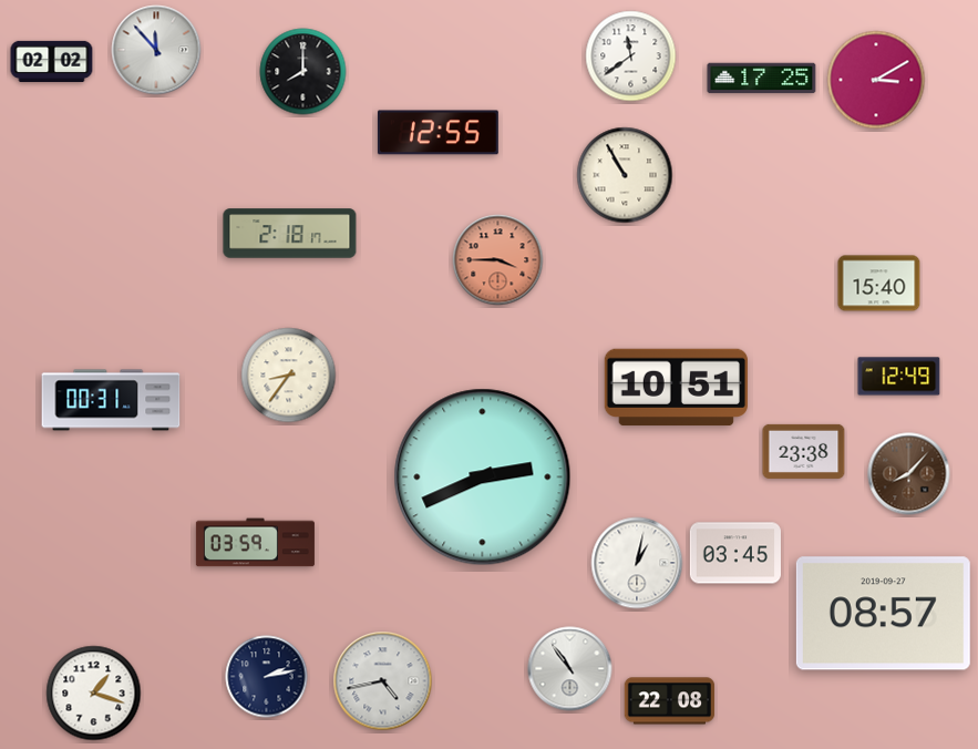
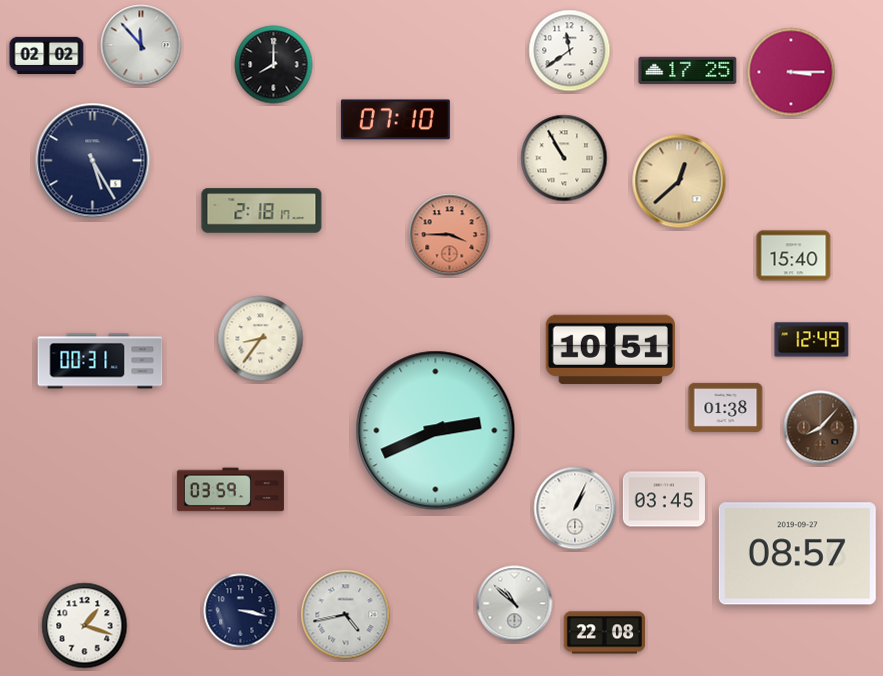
clock at (876, 80): 3:10 -> 3:15
clock at (437, 133): 12:55 -> 07:10
clock at (93, 161): none -> 5:25
clock at (679, 181): none -> 12:38
clock at (804, 451): 23:38 -> 01:38
clock at (637, 563): 1:02 -> 1:04
clock at (570, 669): 10:54 -> 10:52
clock at (267, 677): 2:13 -> 3:17
